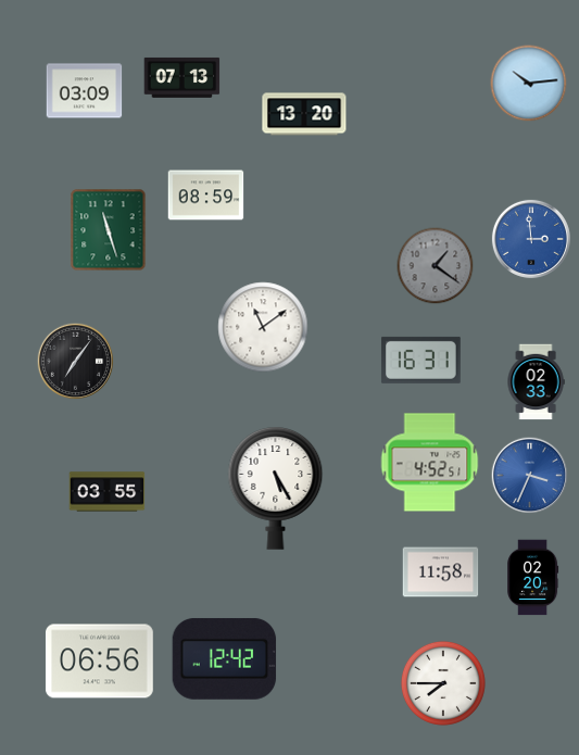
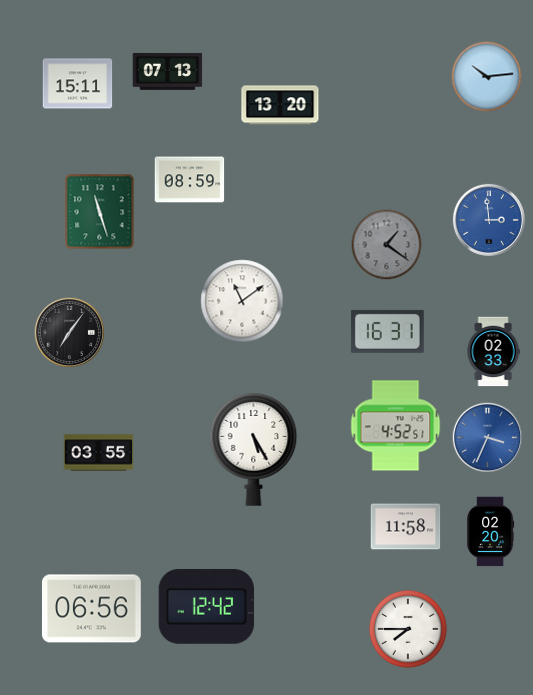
clock at (85, 91): 03:09 -> 15:11
clock at (436, 266) position: (436, 266) -> (387, 245)
